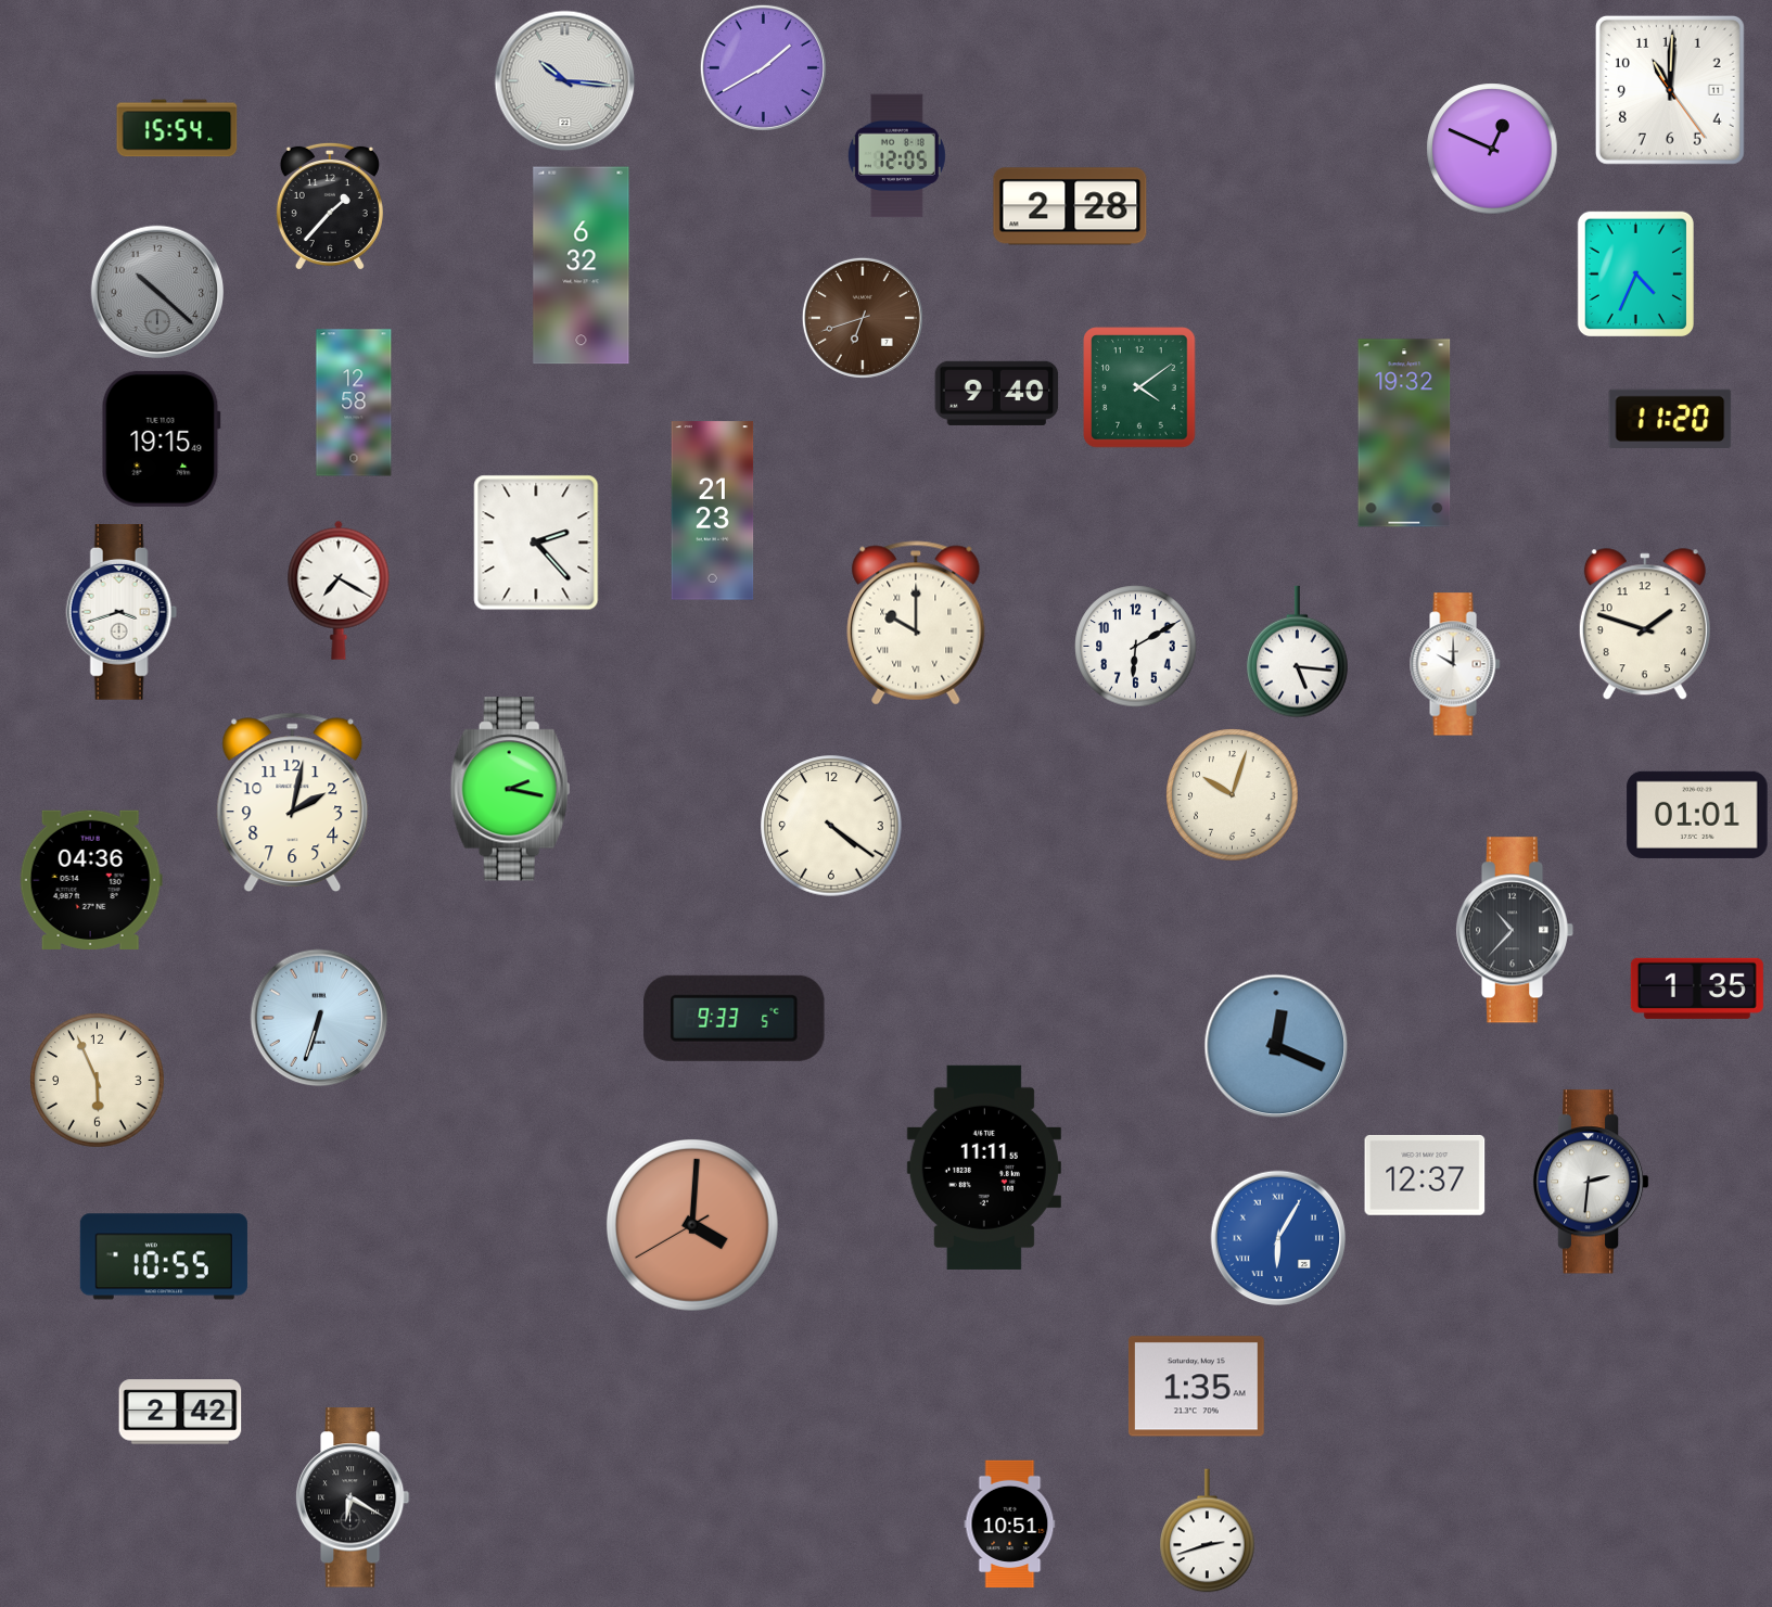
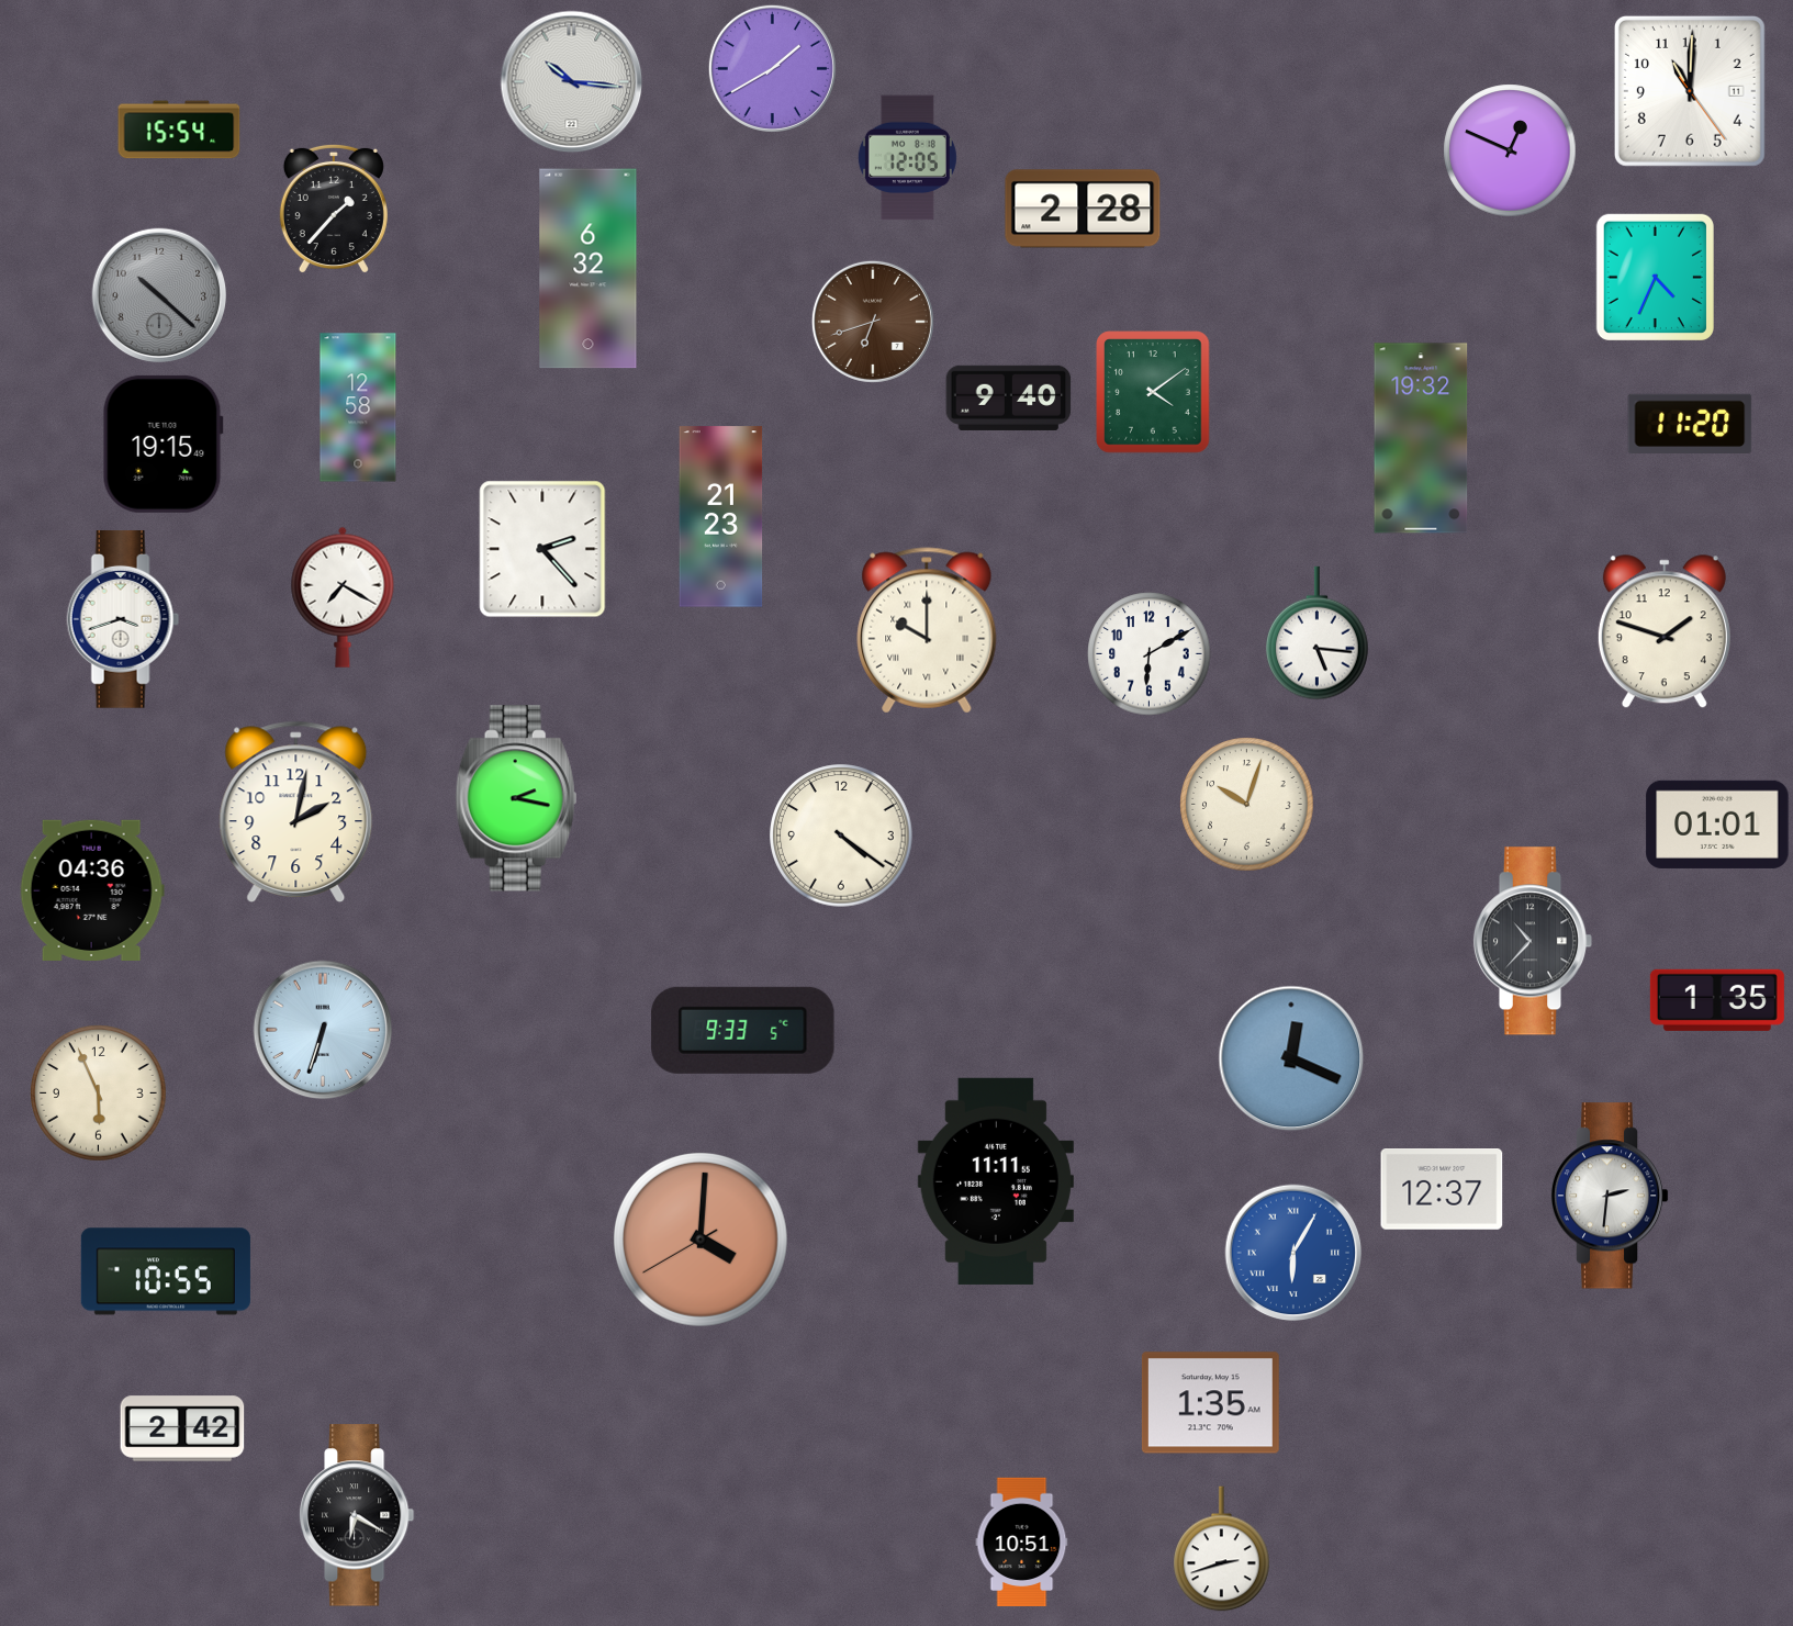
clock at (1298, 652) position: (1298, 652) -> (1318, 633)
clock at (1455, 664): 10:00 -> none
